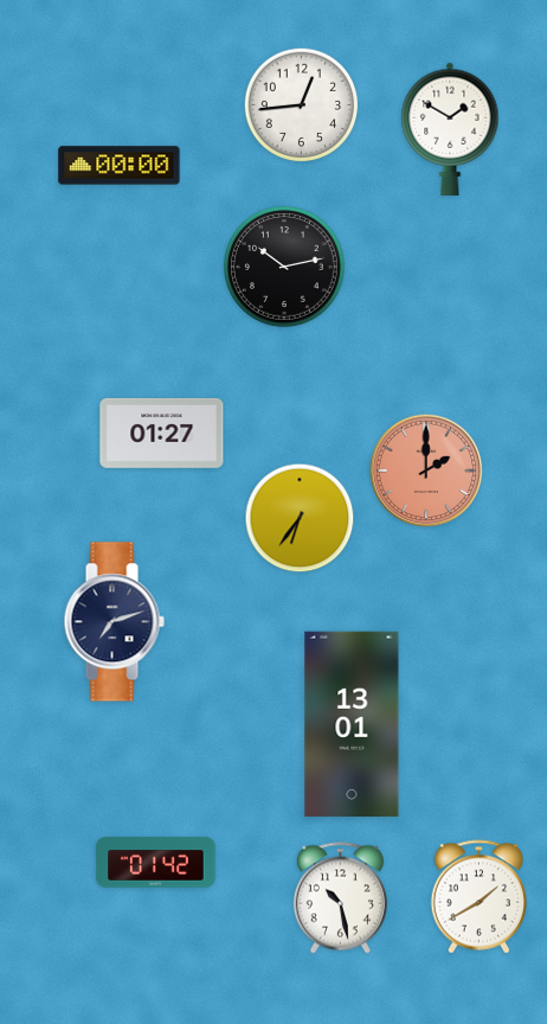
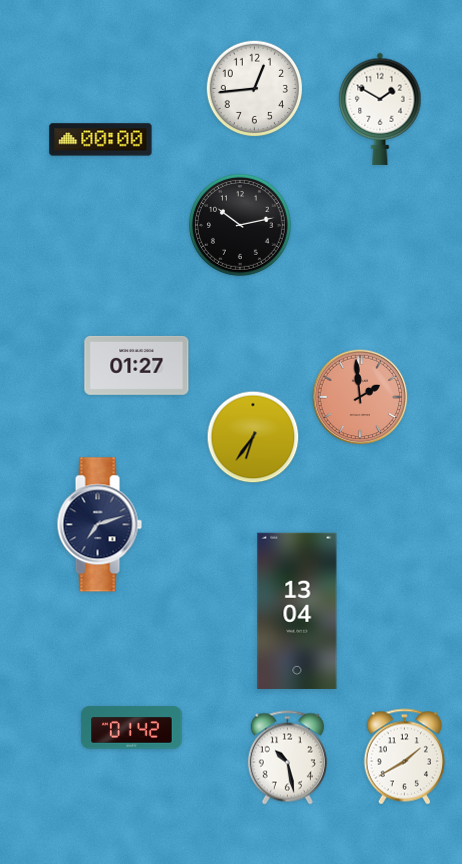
clock at (426, 471): 2:00 -> 1:59
clock at (114, 622) position: (114, 622) -> (99, 525)
clock at (352, 724): 13:01 -> 13:04
